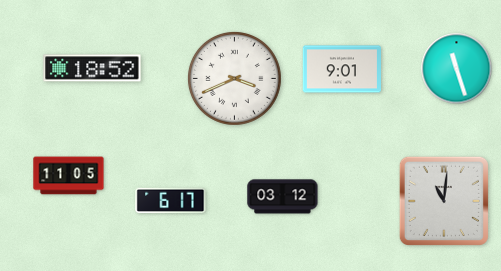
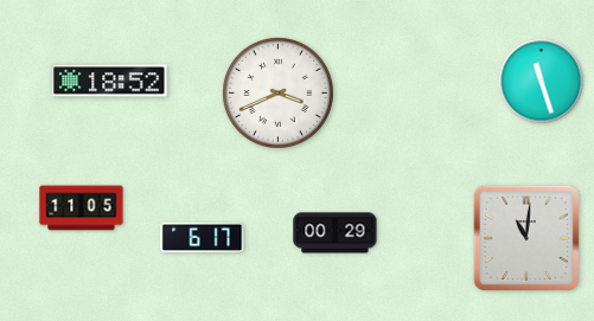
clock at (341, 69): 9:01 -> none
clock at (283, 197): 03:12 -> 00:29
